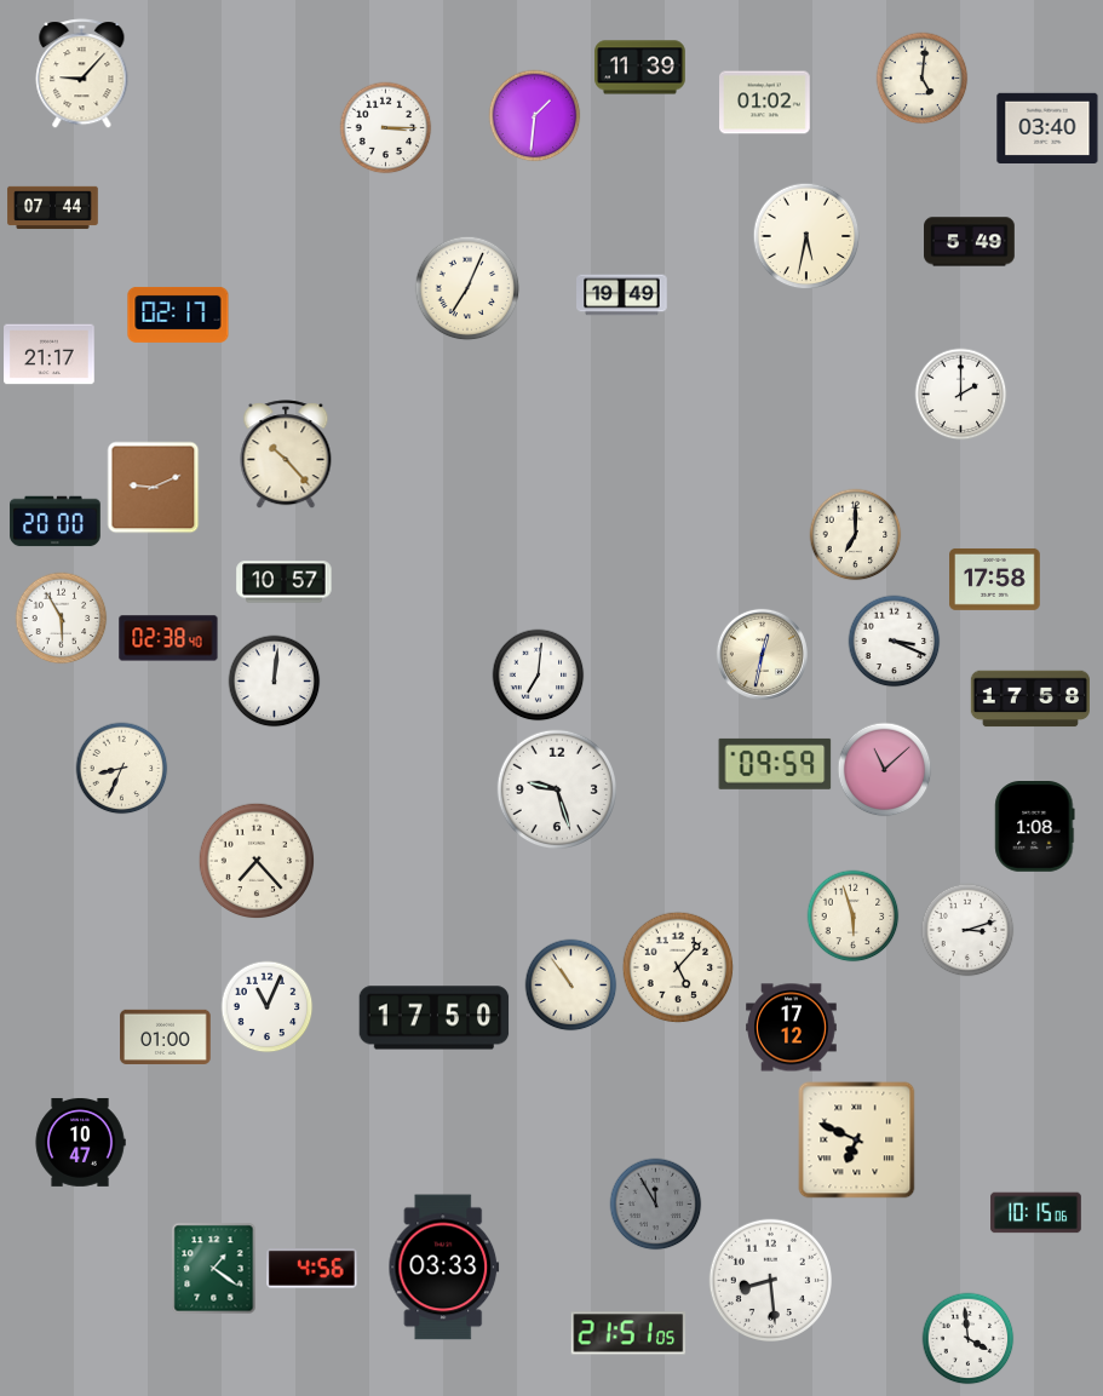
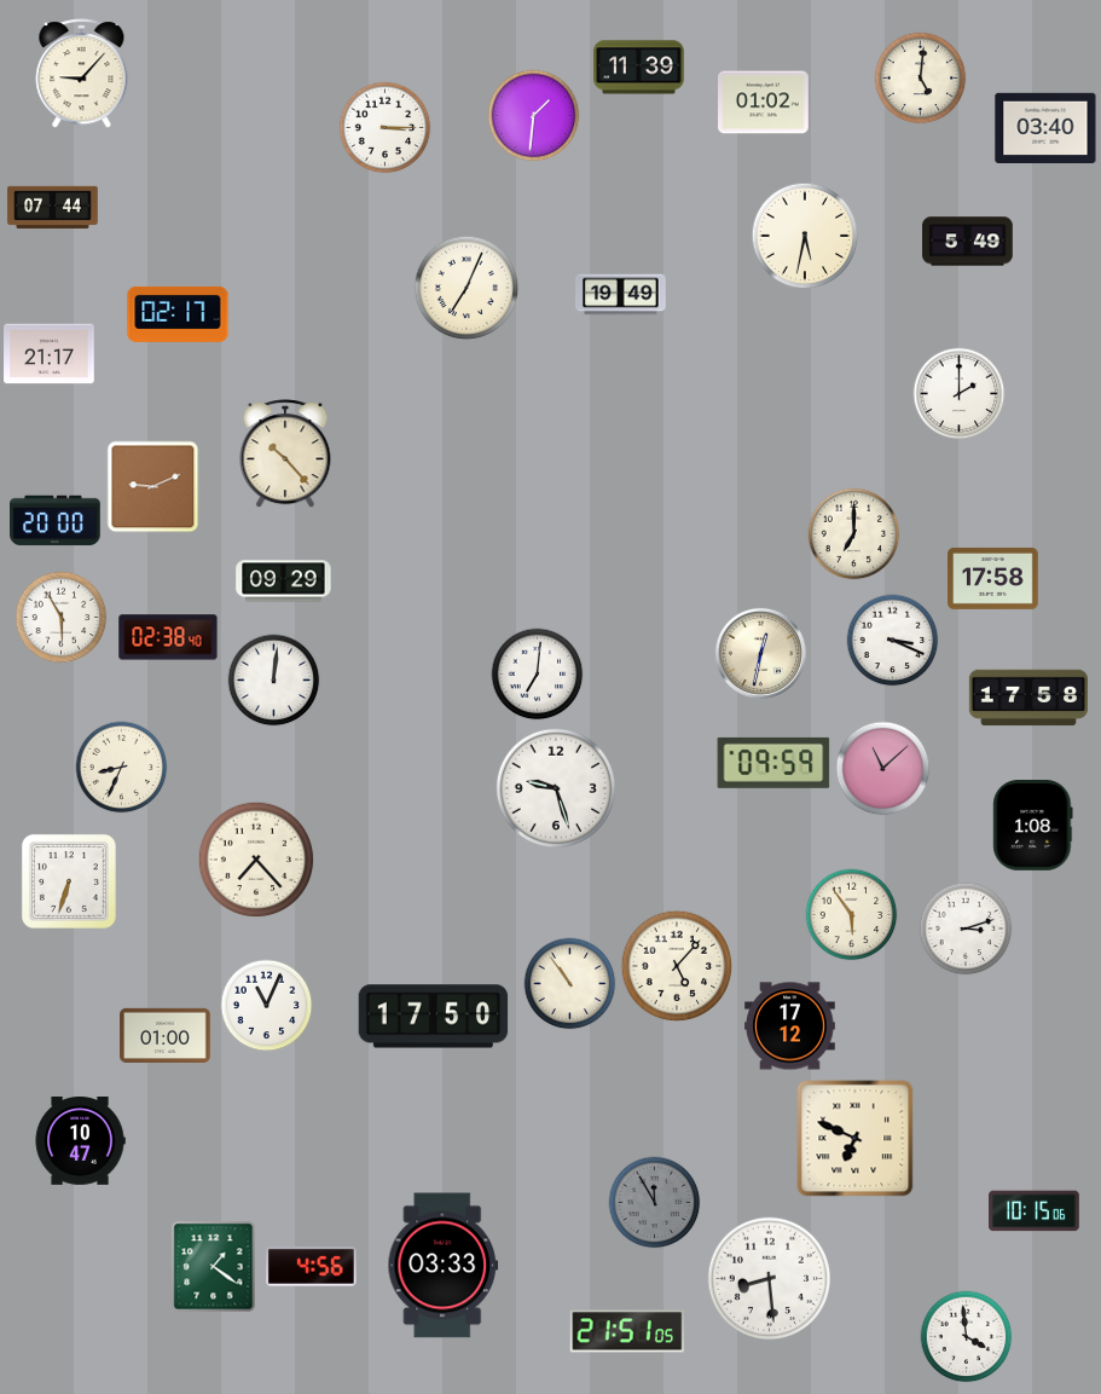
clock at (285, 582): 10:57 -> 09:29
clock at (69, 881): none -> 6:33
clock at (854, 917): 5:57 -> 5:54
